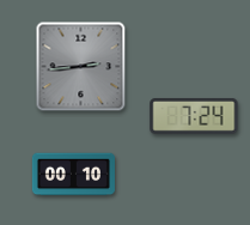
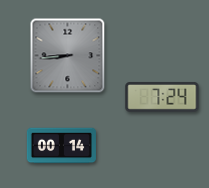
clock at (81, 67): 2:44 -> 8:44
clock at (73, 175): 00:10 -> 00:14
